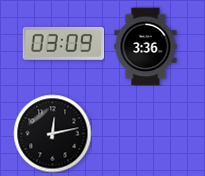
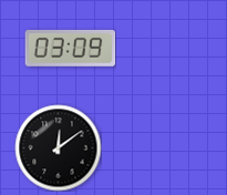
clock at (146, 46): 3:36 -> none
clock at (52, 133): 12:13 -> 12:09
